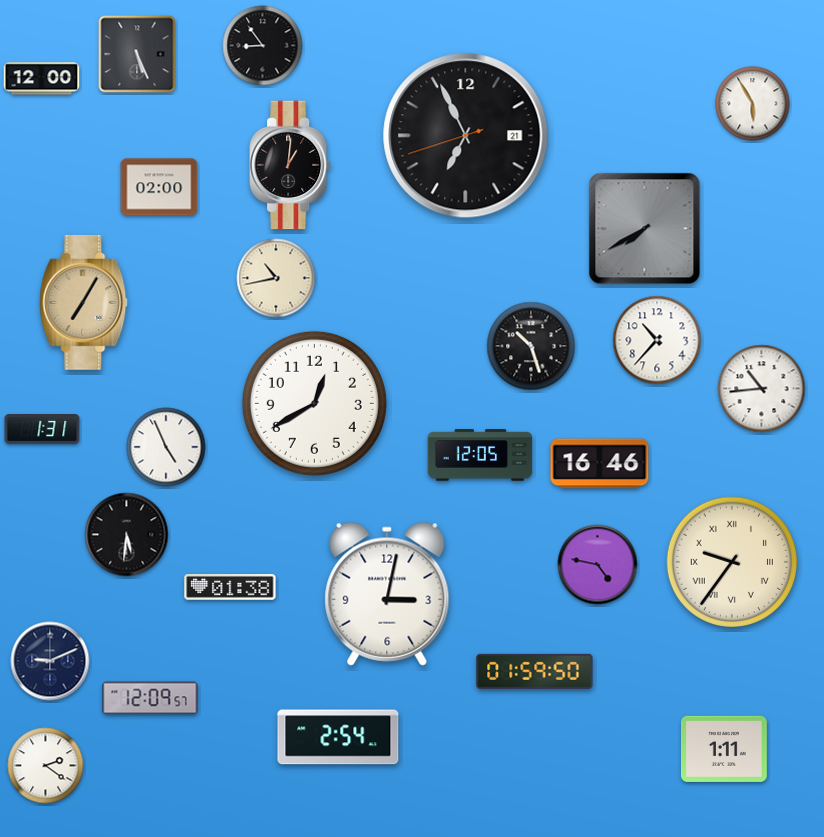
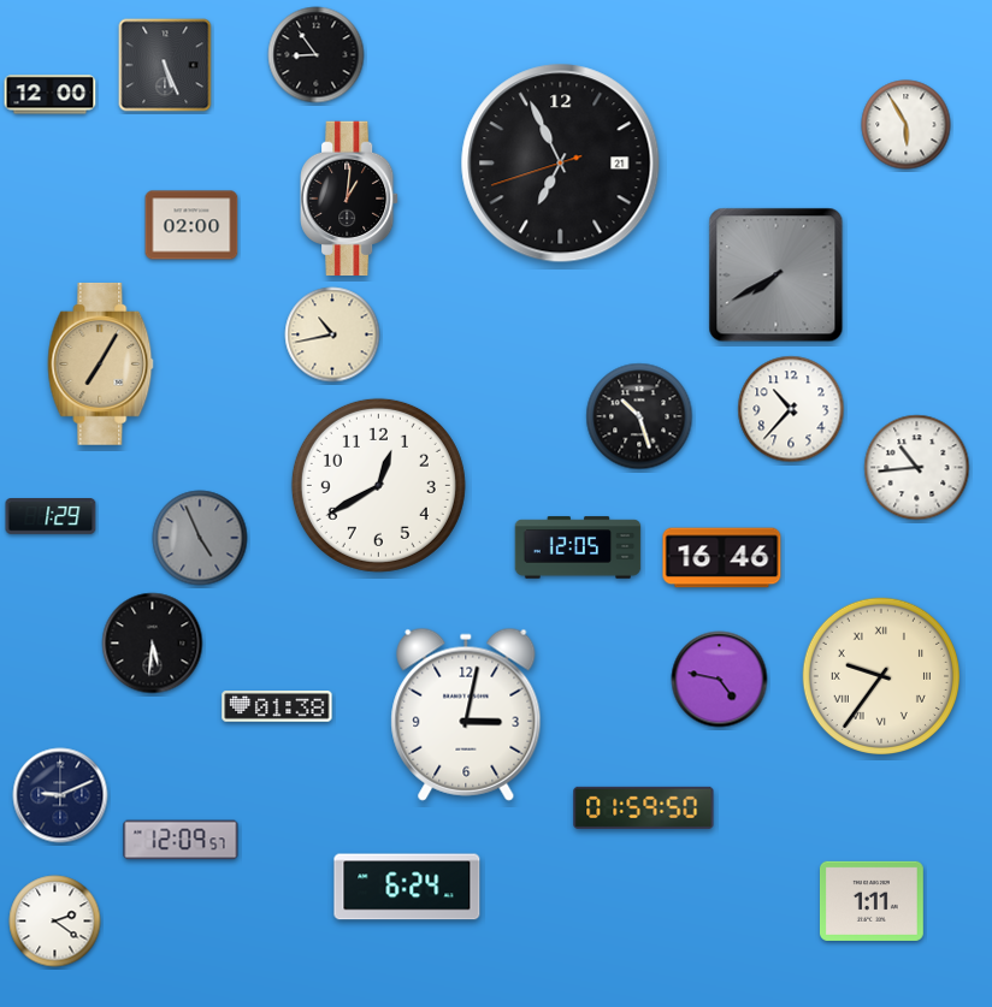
clock at (42, 430): 1:31 -> 1:29
clock at (166, 447) dial: white -> grey
clock at (338, 737): 2:54 -> 6:24
